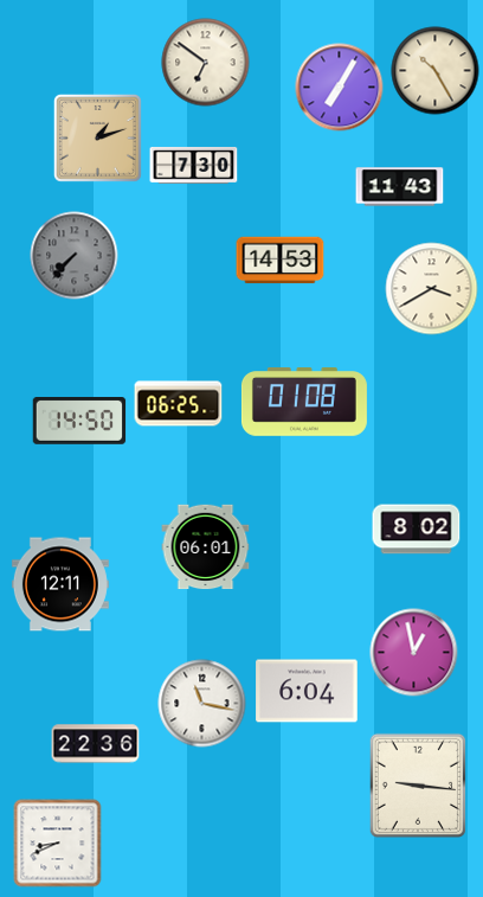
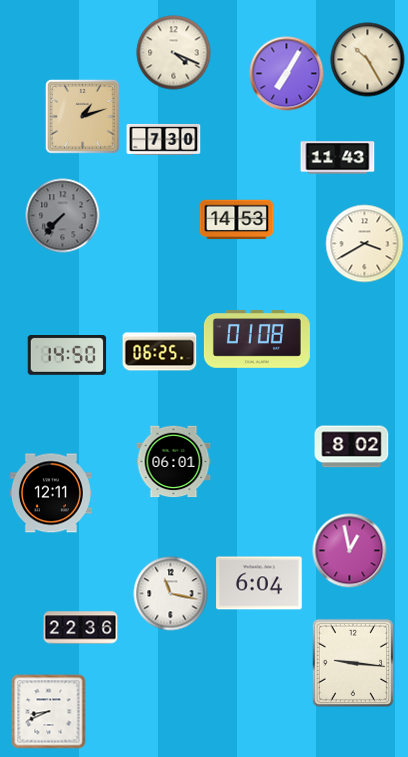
clock at (206, 63): 6:51 -> 4:19
clock at (179, 404) position: (179, 404) -> (160, 352)
